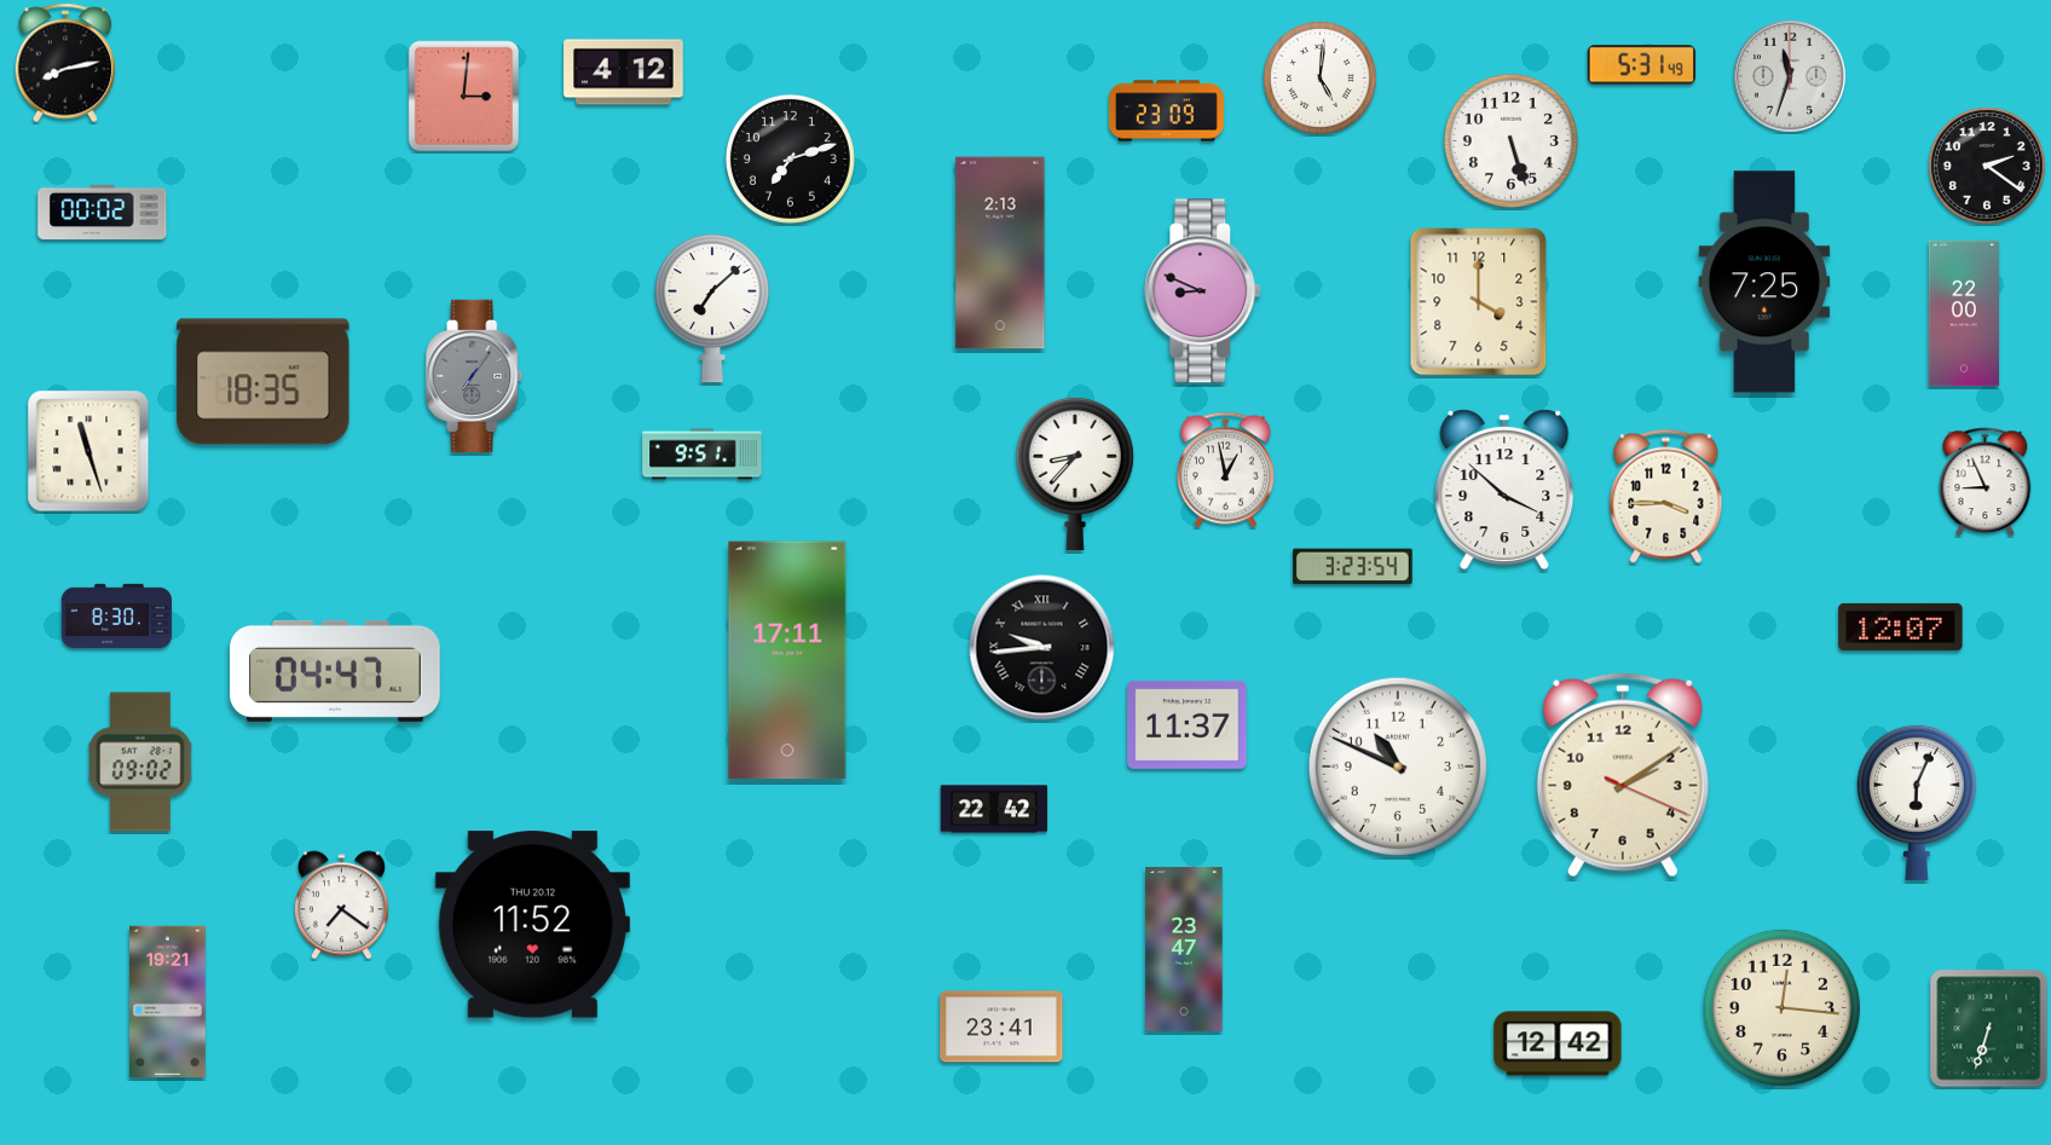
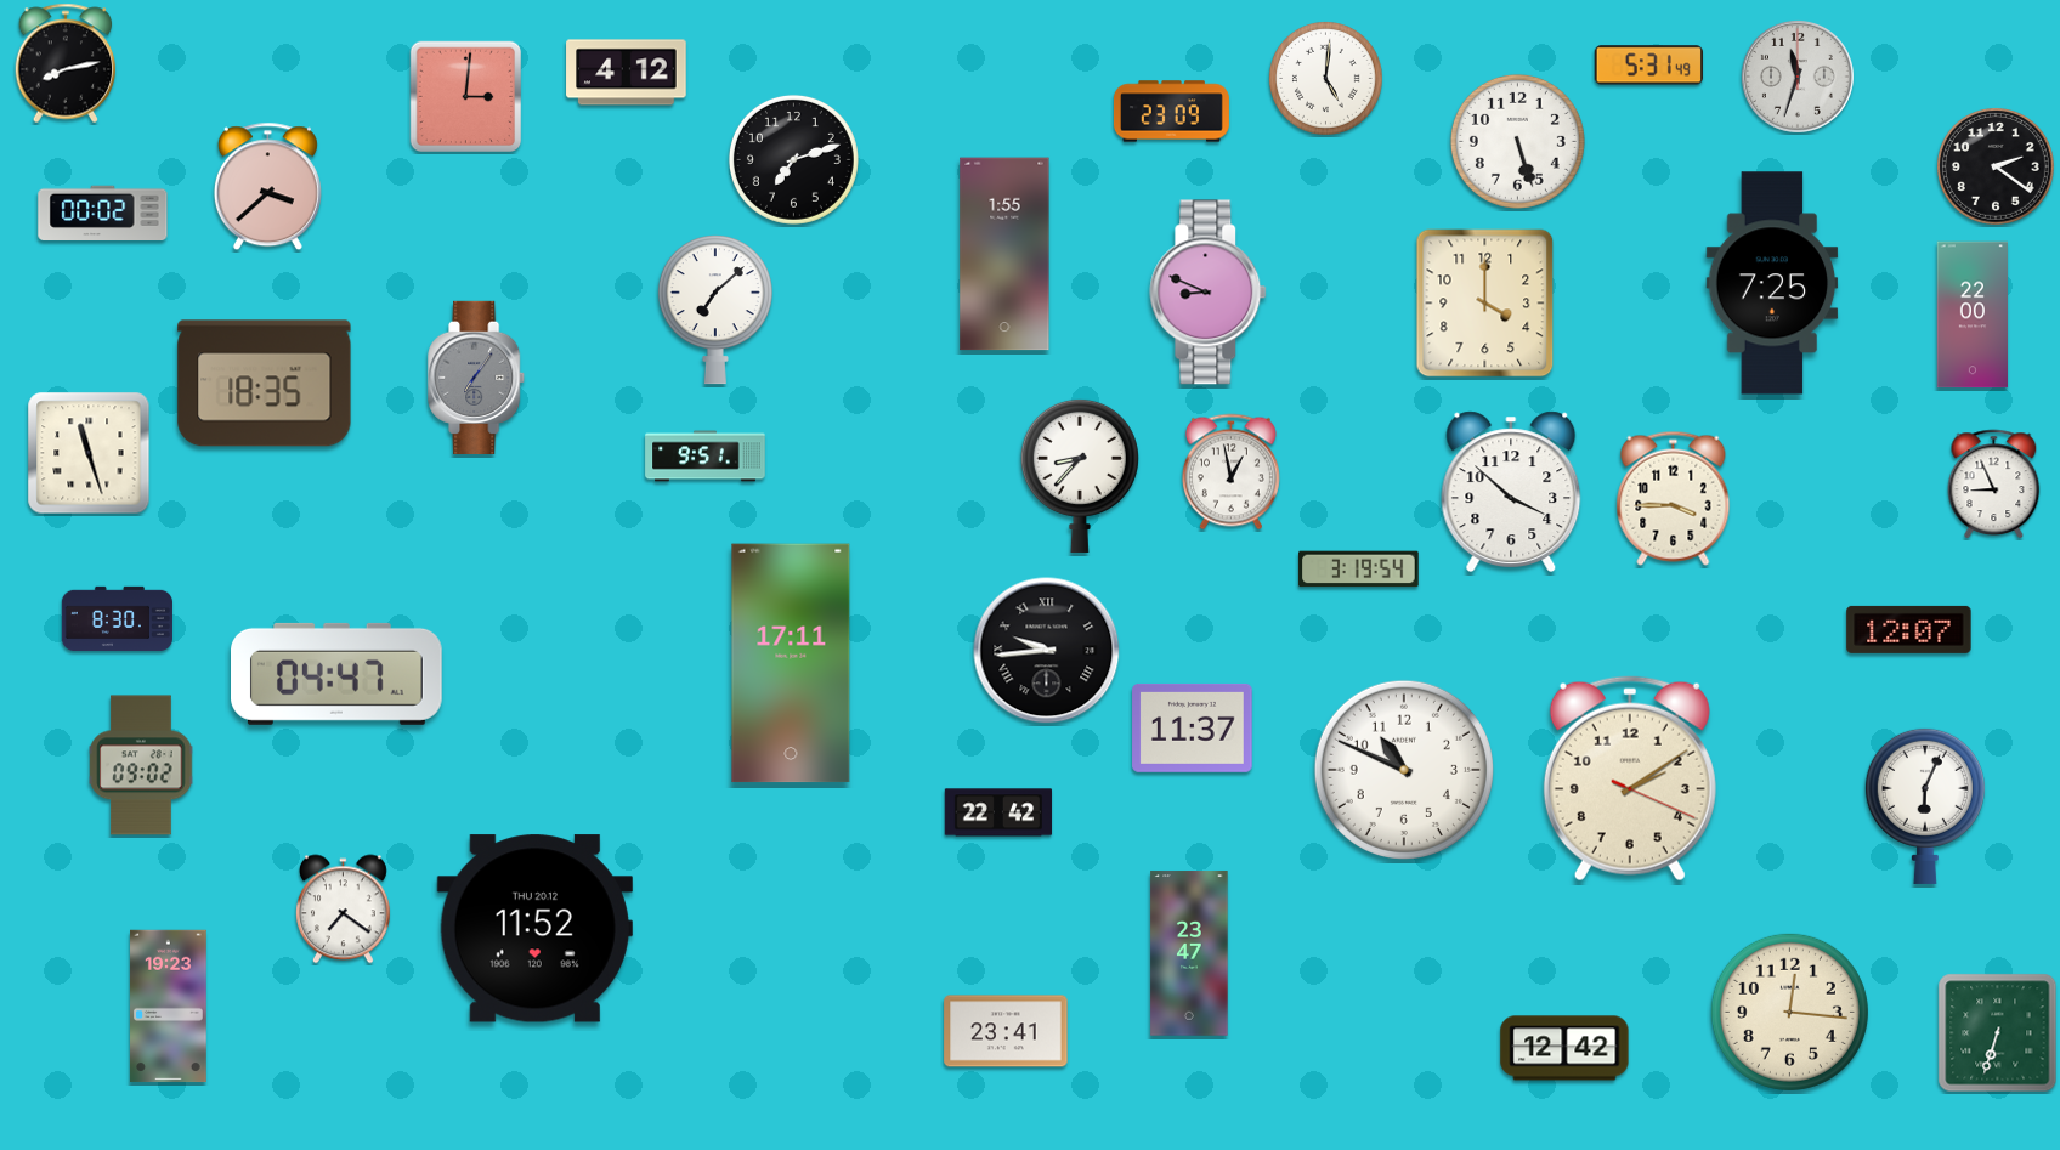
clock at (267, 187): none -> 3:38
clock at (1000, 253): 2:13 -> 1:55
clock at (1353, 567): 3:23 -> 3:19
clock at (168, 1002): 19:21 -> 19:23
